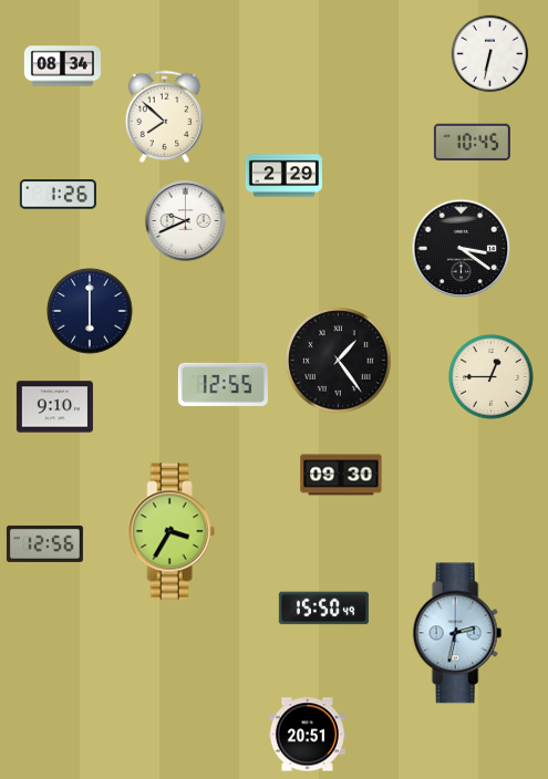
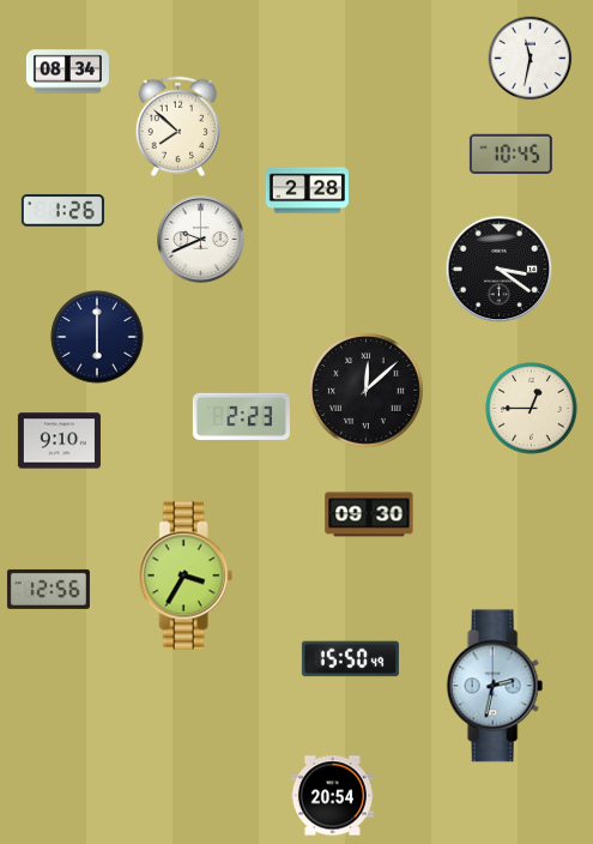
clock at (490, 54): 6:32 -> 11:32
clock at (283, 176): 2:29 -> 2:28
clock at (339, 361): 1:24 -> 12:08
clock at (223, 384): 12:55 -> 2:23
clock at (307, 735): 20:51 -> 20:54
